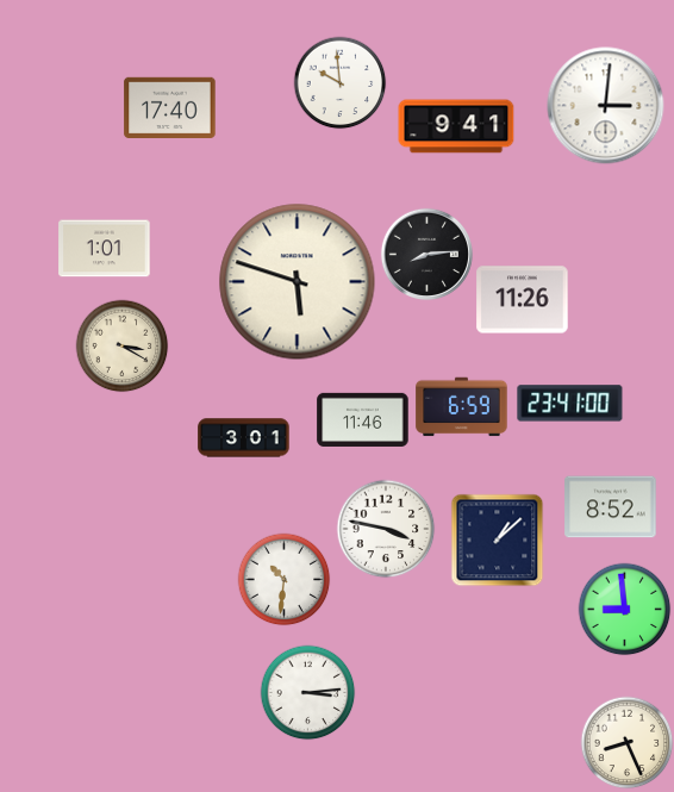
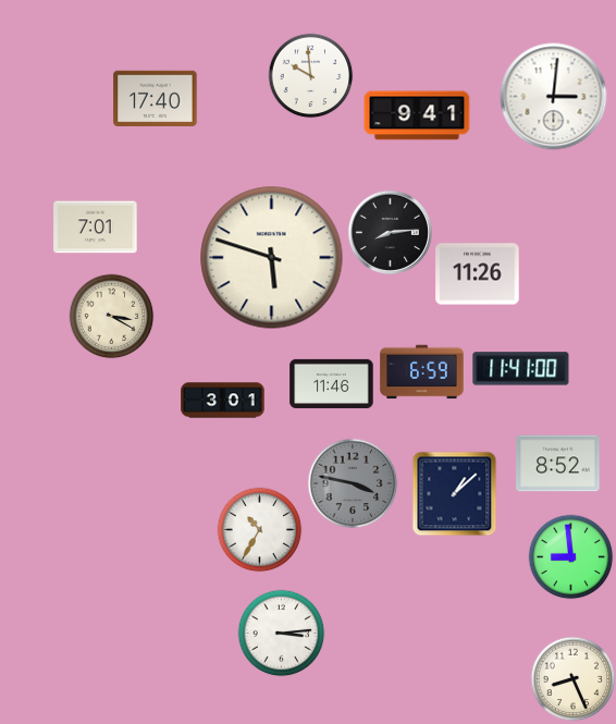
clock at (105, 249): 1:01 -> 7:01
clock at (570, 404): 23:41 -> 11:41
clock at (386, 529) dial: white -> grey
clock at (283, 579): 10:31 -> 10:35
